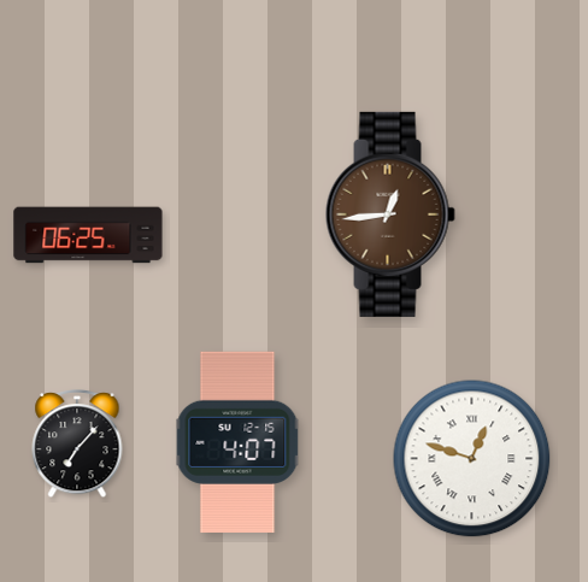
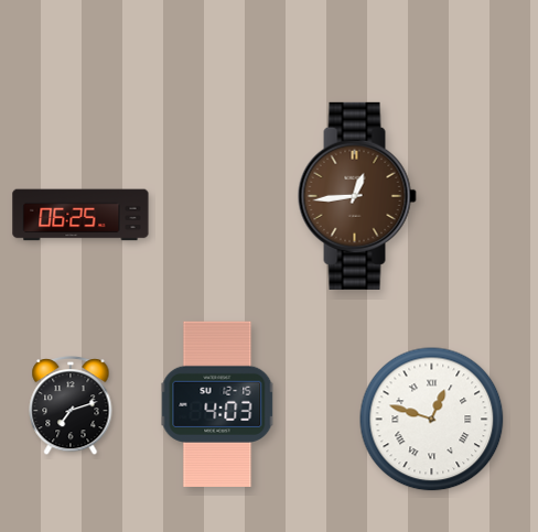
clock at (237, 441): 4:07 -> 4:03
clock at (77, 445): 7:07 -> 7:12
